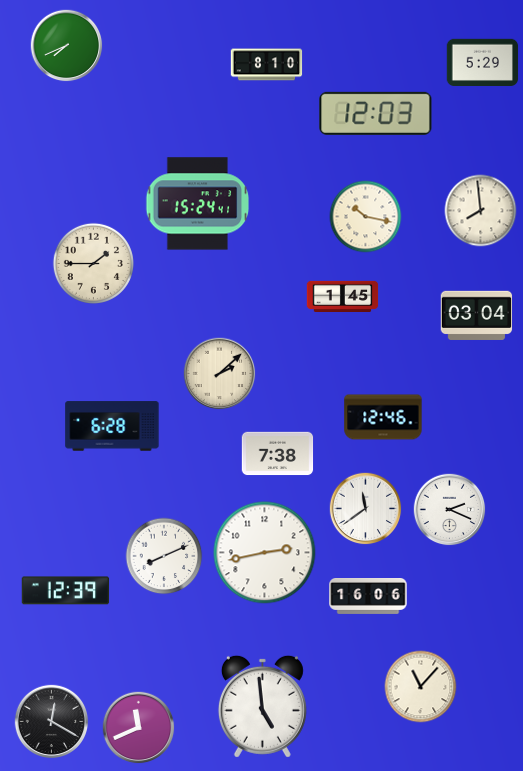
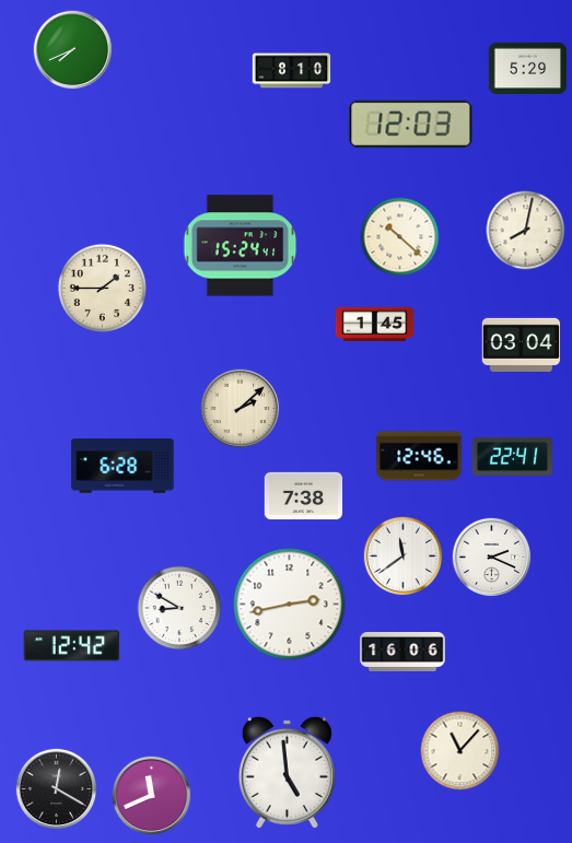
clock at (198, 204) position: (198, 204) -> (241, 246)
clock at (481, 211): 7:59 -> 8:02
clock at (366, 217): 10:17 -> 10:22
clock at (512, 456): none -> 22:41
clock at (366, 509) position: (366, 509) -> (404, 557)
clock at (164, 556): 8:11 -> 8:50
clock at (66, 591): 12:39 -> 12:42
